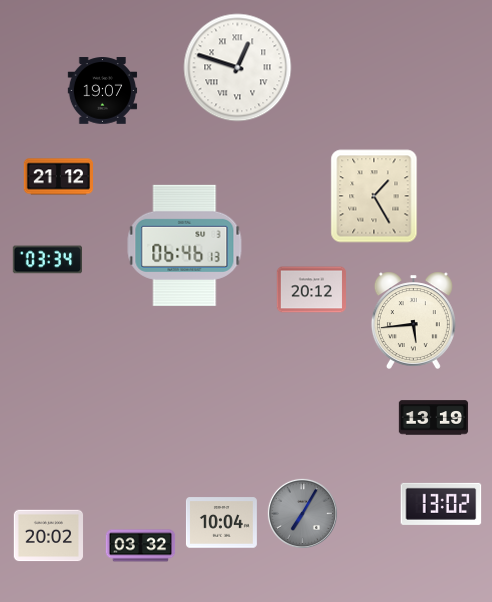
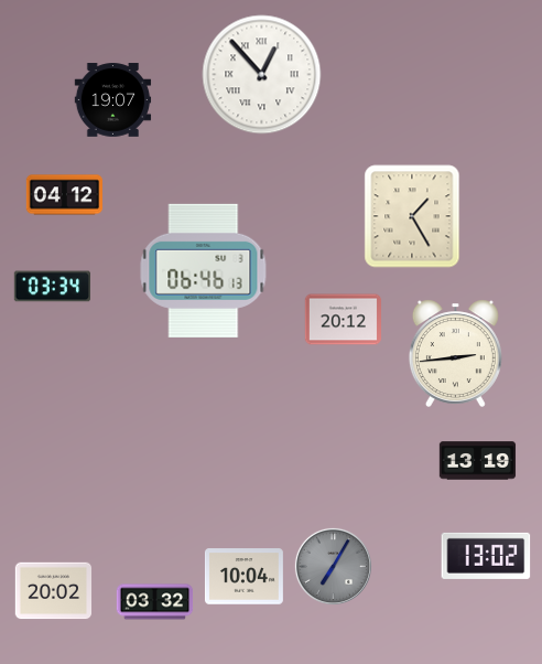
clock at (238, 68): 12:48 -> 12:53
clock at (59, 177): 21:12 -> 04:12
clock at (413, 320): 5:44 -> 2:44
